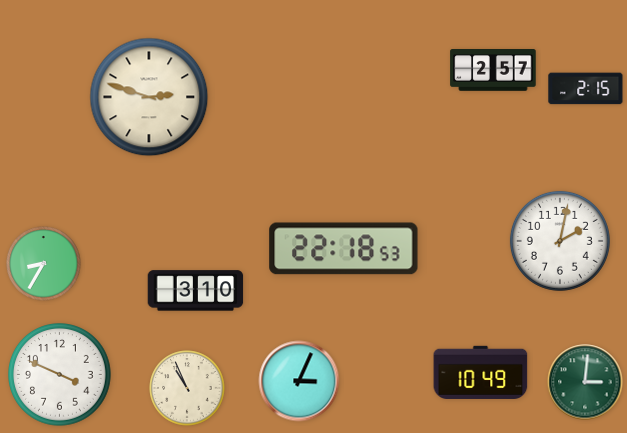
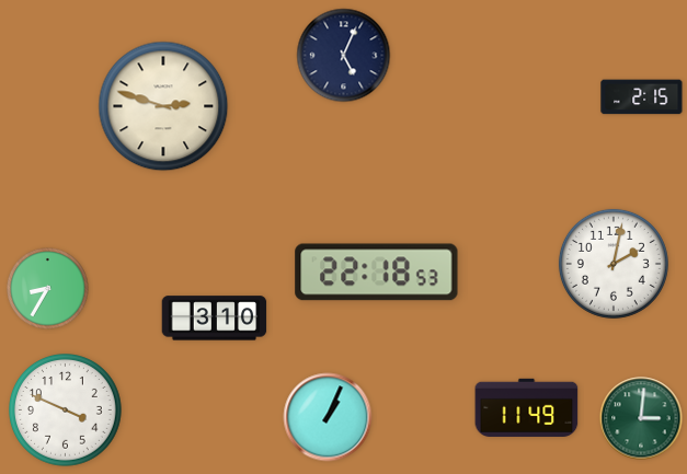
clock at (344, 56): none -> 5:04
clock at (493, 71): 2:57 -> none
clock at (481, 372): 10:49 -> 11:49
clock at (299, 381): 3:04 -> 1:04
clock at (187, 388): 10:56 -> none
